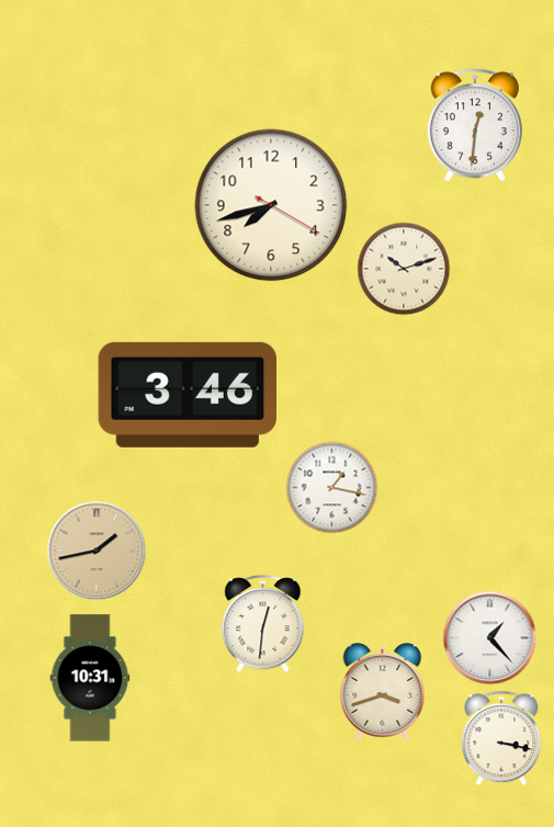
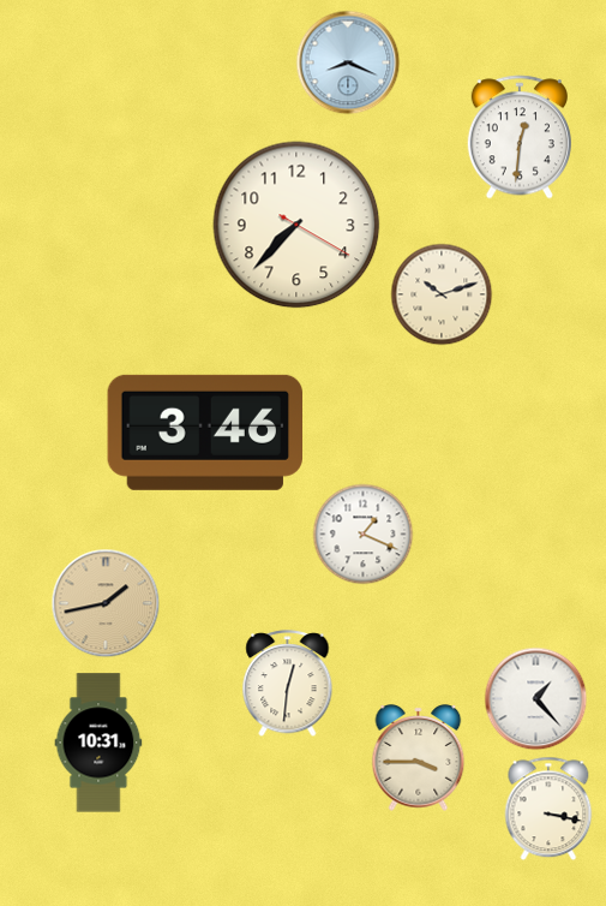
clock at (348, 62): none -> 8:19
clock at (271, 205): 7:42 -> 7:37
clock at (332, 488): 1:17 -> 1:19
clock at (383, 692): 3:42 -> 3:45
